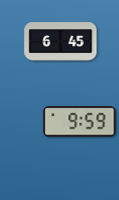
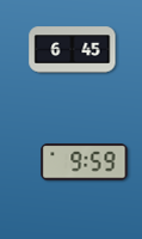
clock at (80, 122) position: (80, 122) -> (85, 163)
